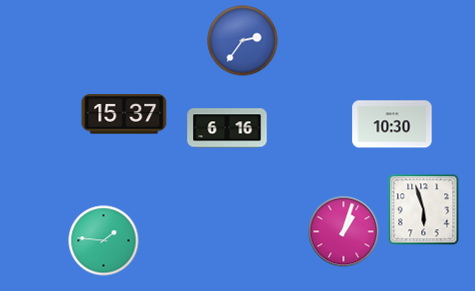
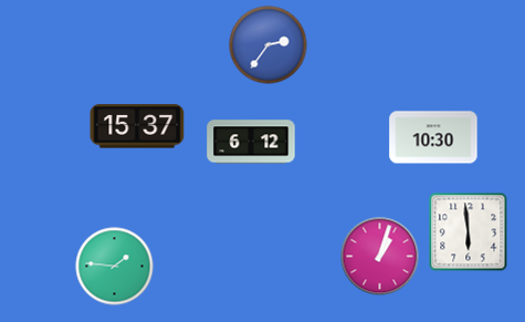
clock at (227, 128): 6:16 -> 6:12
clock at (424, 210): 5:57 -> 5:59
